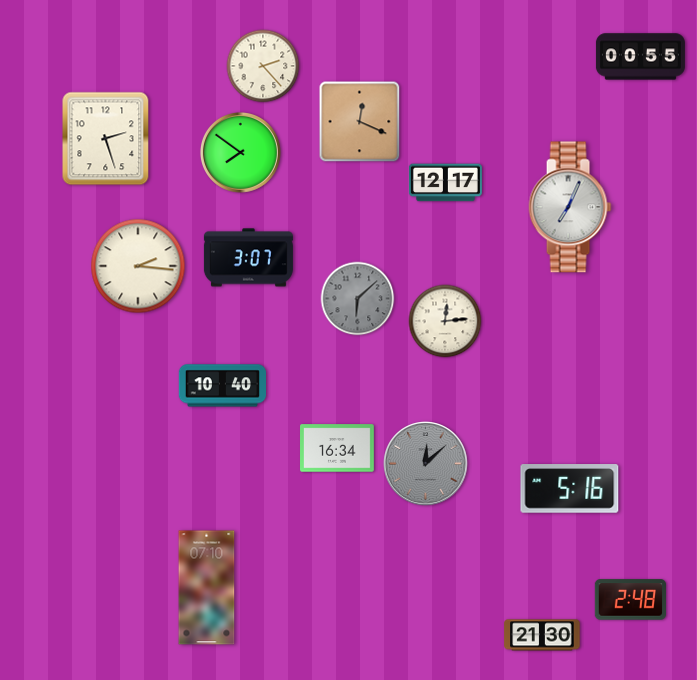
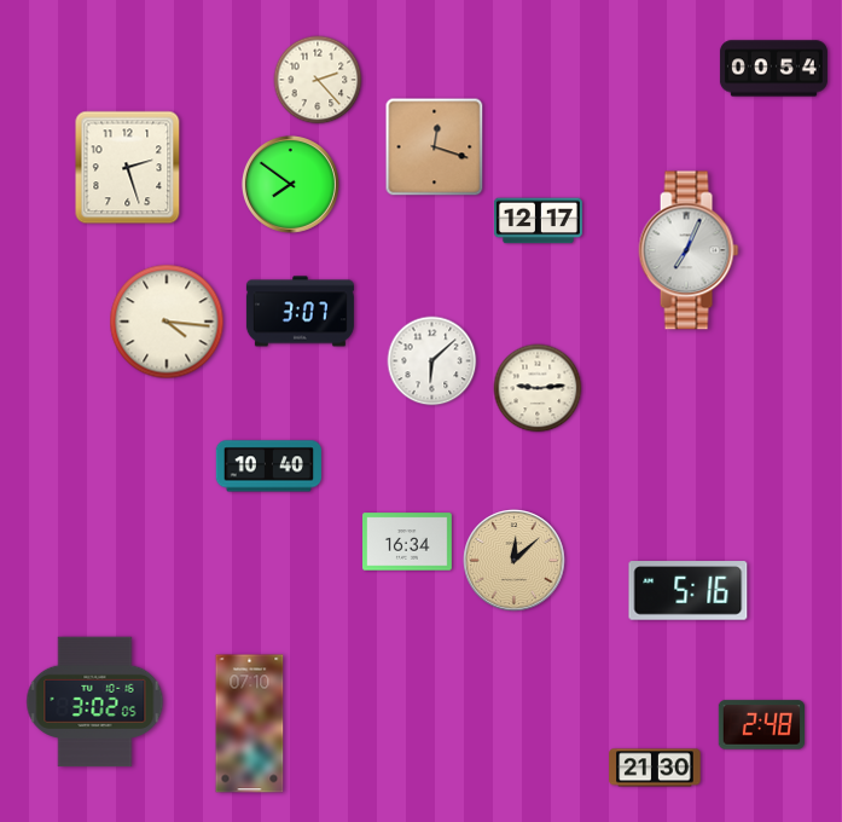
clock at (640, 57): 00:55 -> 00:54
clock at (360, 122): 12:19 -> 12:18
clock at (138, 266): 2:16 -> 4:16
clock at (358, 299) dial: grey -> white
clock at (445, 321): 12:14 -> 9:14
clock at (426, 464) dial: grey -> champagne
clock at (95, 702): none -> 3:02
clock at (207, 588) position: (207, 588) -> (250, 724)
